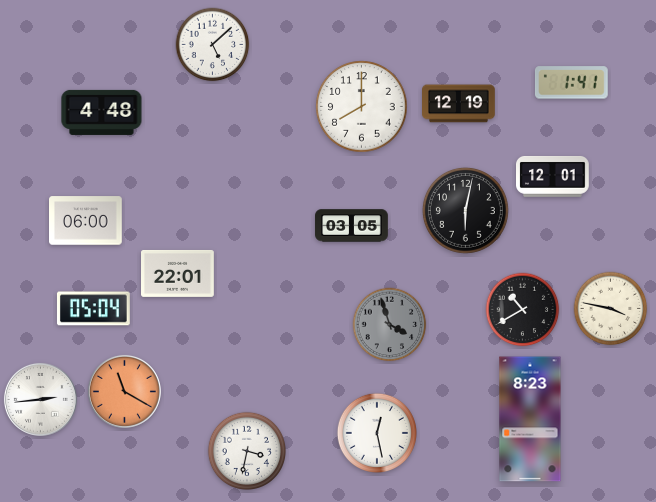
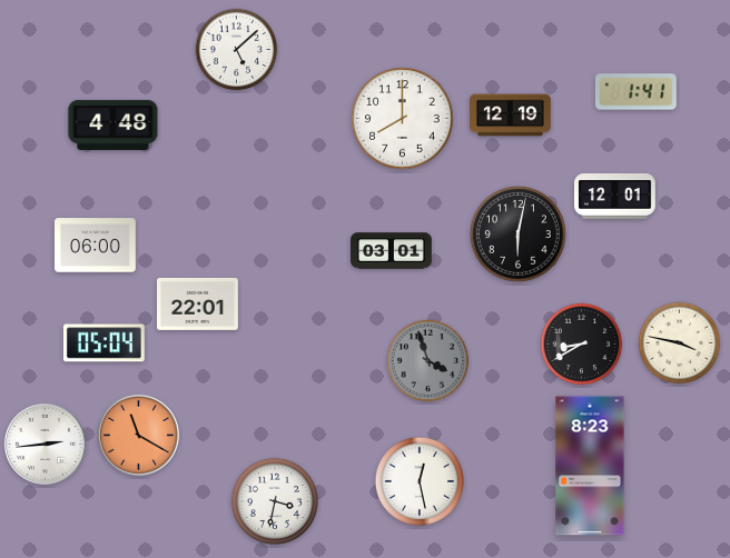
clock at (352, 226): 03:05 -> 03:01
clock at (523, 310): 10:40 -> 8:40
clock at (390, 325) position: (390, 325) -> (428, 361)
